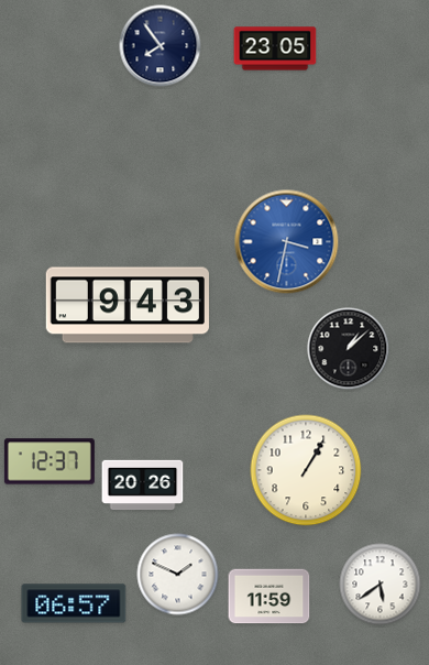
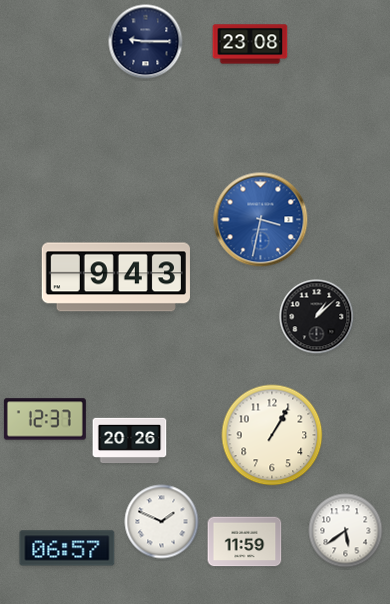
clock at (161, 46): 7:54 -> 9:15
clock at (275, 48): 23:05 -> 23:08
clock at (306, 470) position: (306, 470) -> (272, 435)
